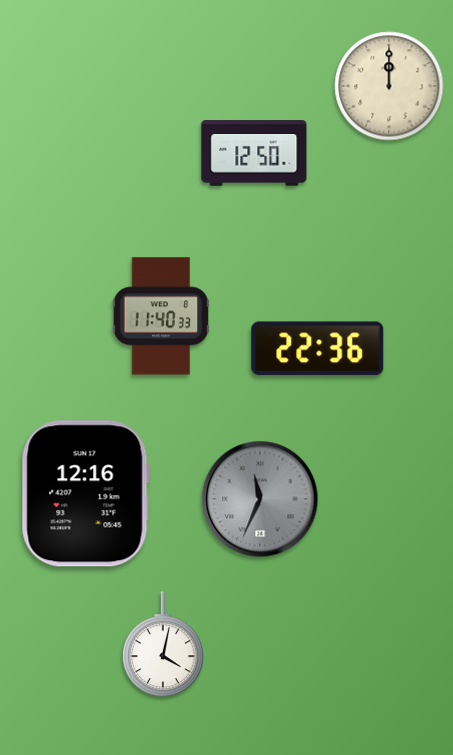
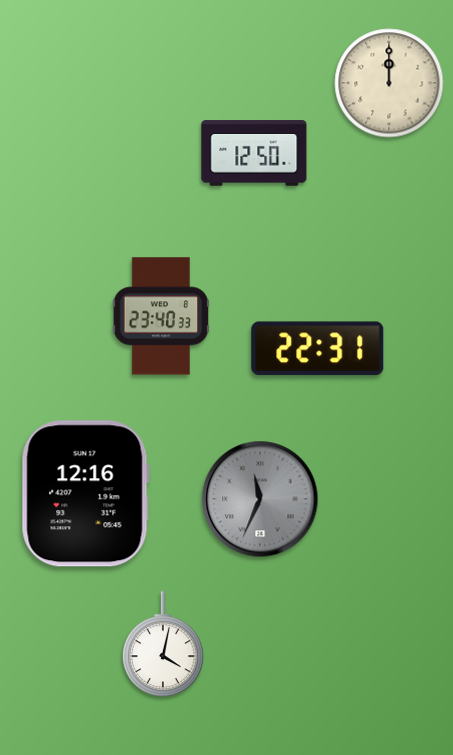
clock at (389, 86) position: (389, 86) -> (389, 83)
clock at (161, 316): 11:40 -> 23:40
clock at (318, 349): 22:36 -> 22:31
